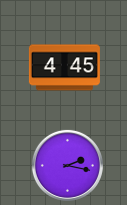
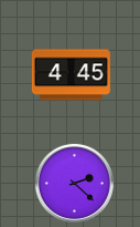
clock at (67, 165): 2:17 -> 2:22
